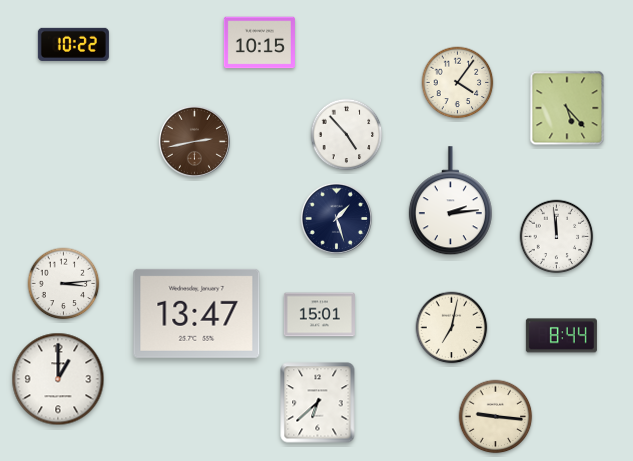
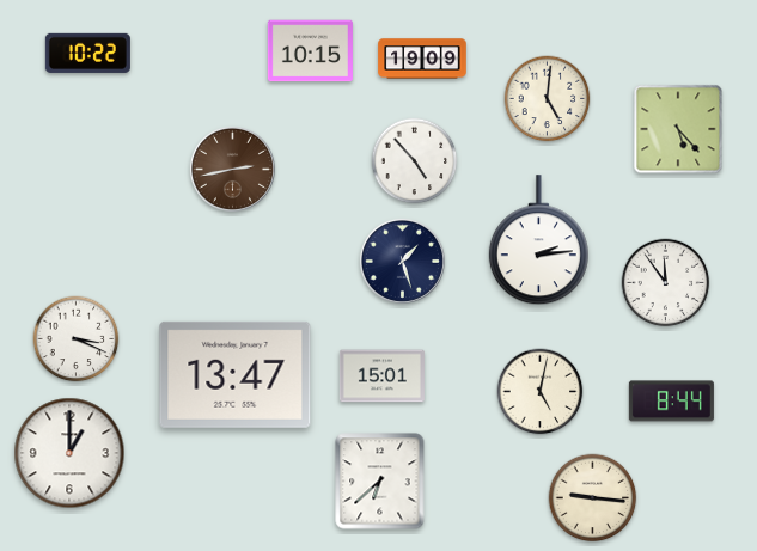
clock at (422, 59): none -> 19:09
clock at (458, 83): 4:06 -> 5:01
clock at (557, 237): 11:59 -> 11:54
clock at (64, 284): 3:14 -> 3:19
clock at (452, 328): 7:02 -> 5:02
